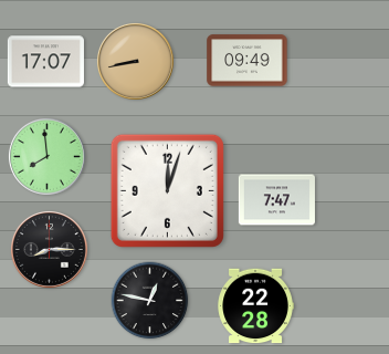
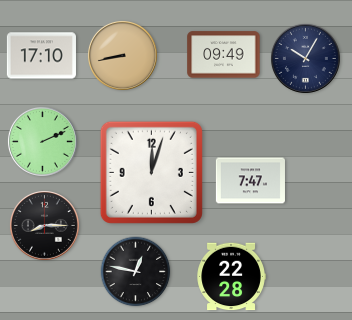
clock at (45, 62): 17:07 -> 17:10
clock at (305, 58): none -> 10:05
clock at (46, 156): 7:59 -> 2:11
